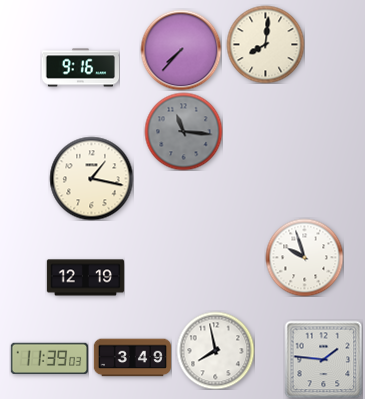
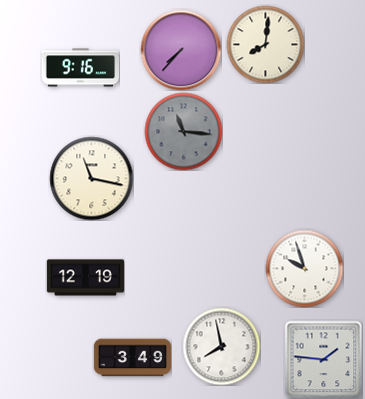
clock at (91, 178): 1:17 -> 11:17
clock at (304, 257) position: (304, 257) -> (304, 268)
clock at (215, 350) position: (215, 350) -> (221, 346)
clock at (49, 359): 11:39 -> none
